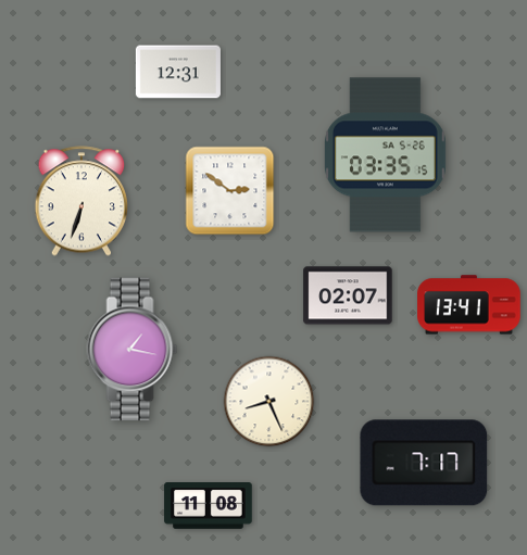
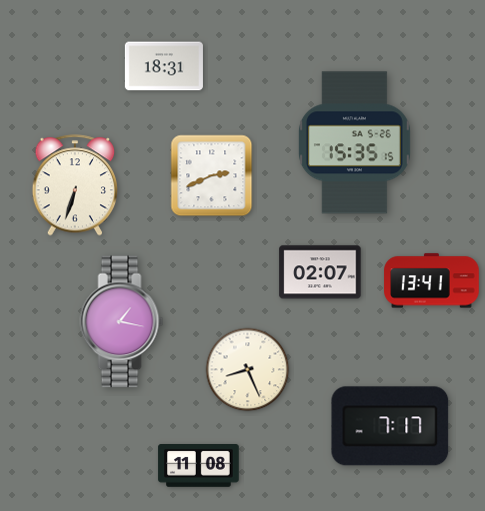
clock at (178, 72): 12:31 -> 18:31
clock at (385, 155): 03:35 -> 15:35
clock at (230, 191): 2:51 -> 2:41
clock at (209, 506) position: (209, 506) -> (199, 466)
